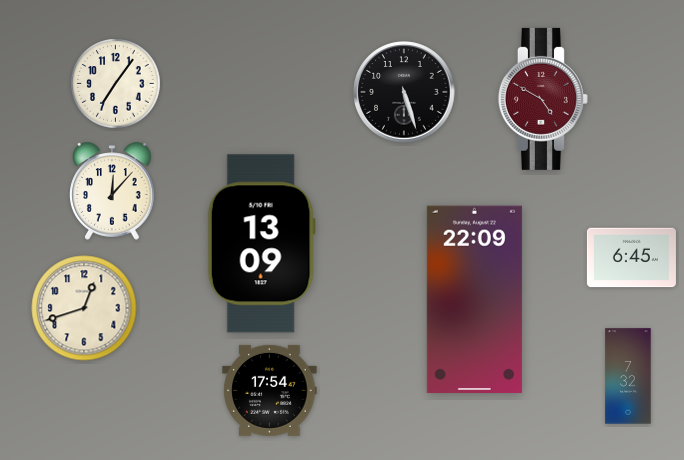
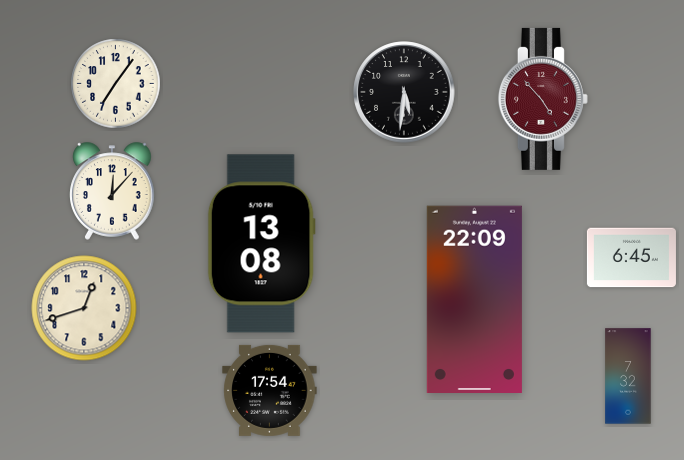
clock at (404, 92): 5:27 -> 5:31
clock at (543, 99): 4:50 -> 4:53
clock at (261, 244): 13:09 -> 13:08
